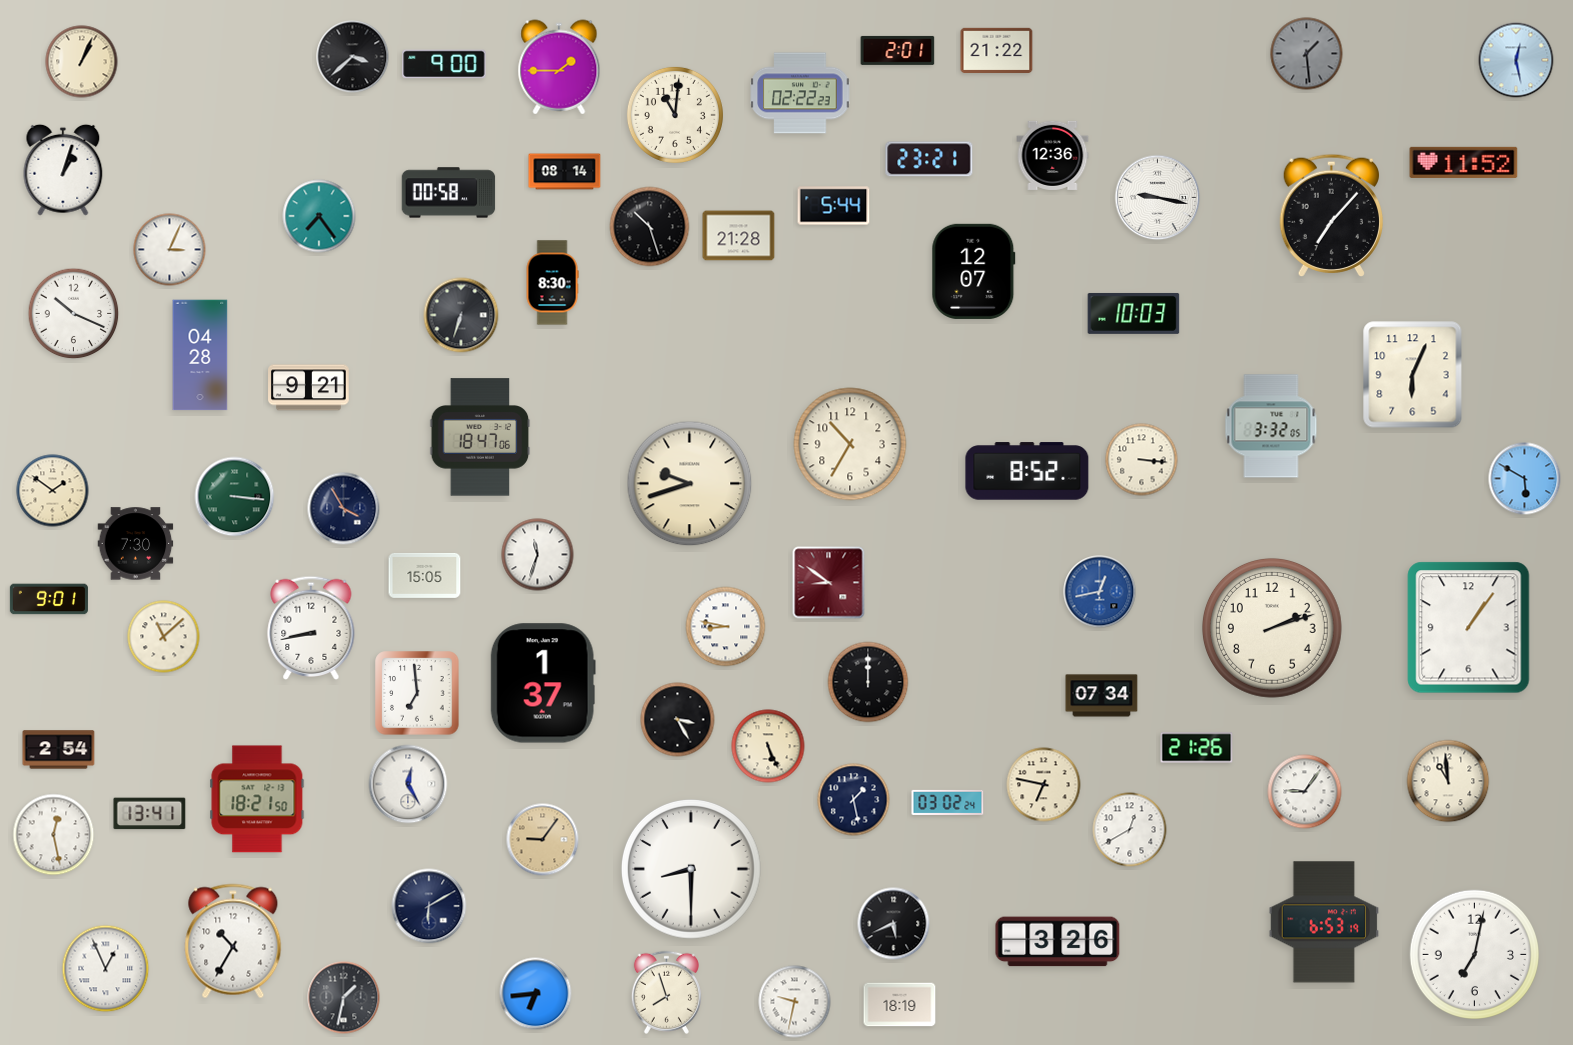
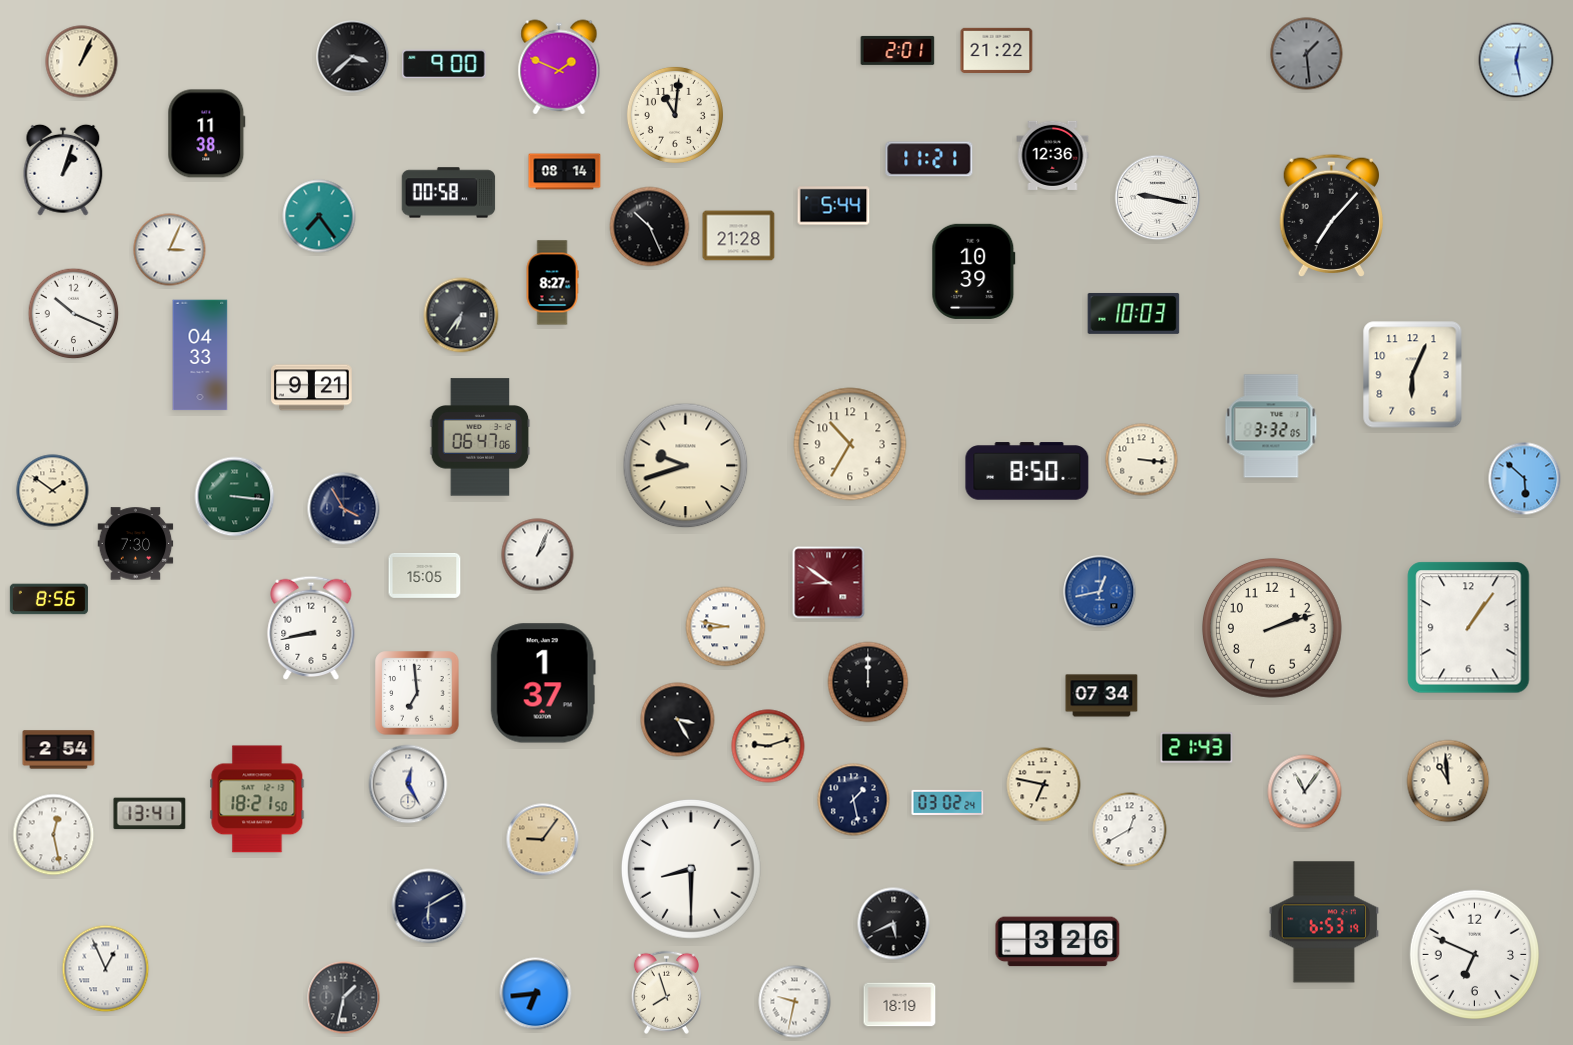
clock at (559, 67): 1:45 -> 1:49
clock at (800, 93): 02:22 -> none
clock at (207, 134): none -> 11:38
clock at (929, 159): 23:21 -> 11:21
clock at (1464, 162): 11:52 -> none
clock at (650, 227): 10:27 -> 10:26
clock at (974, 271): 12:07 -> 10:39
clock at (552, 283): 8:30 -> 8:27
clock at (461, 315): 6:33 -> 6:36
clock at (200, 355): 04:28 -> 04:33
clock at (309, 388) position: (309, 388) -> (312, 388)
clock at (480, 437): 18:47 -> 06:47
clock at (1027, 471): 8:52 -> 8:50
clock at (1525, 479): 5:50 -> 5:52
clock at (690, 484) position: (690, 484) -> (686, 466)
clock at (538, 555): 11:33 -> 1:04
clock at (49, 599): 9:01 -> 8:56
clock at (164, 637): 11:08 -> none
clock at (768, 746): 5:26 -> 9:12
clock at (1197, 748): 21:26 -> 21:43
clock at (1305, 792): 9:06 -> 11:06
clock at (233, 941): 10:35 -> none
clock at (1474, 954): 7:02 -> 6:49
